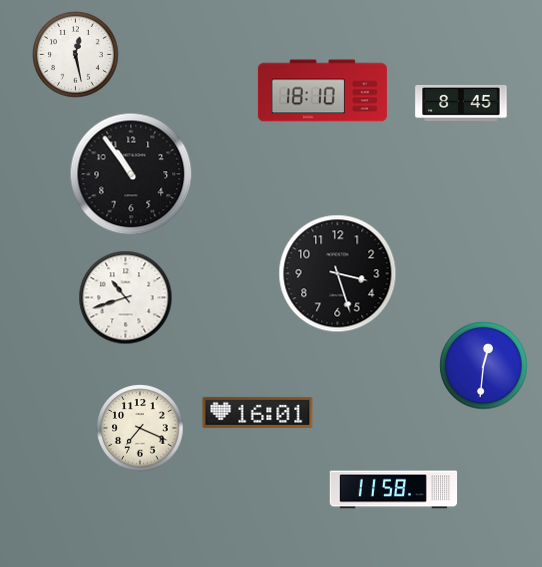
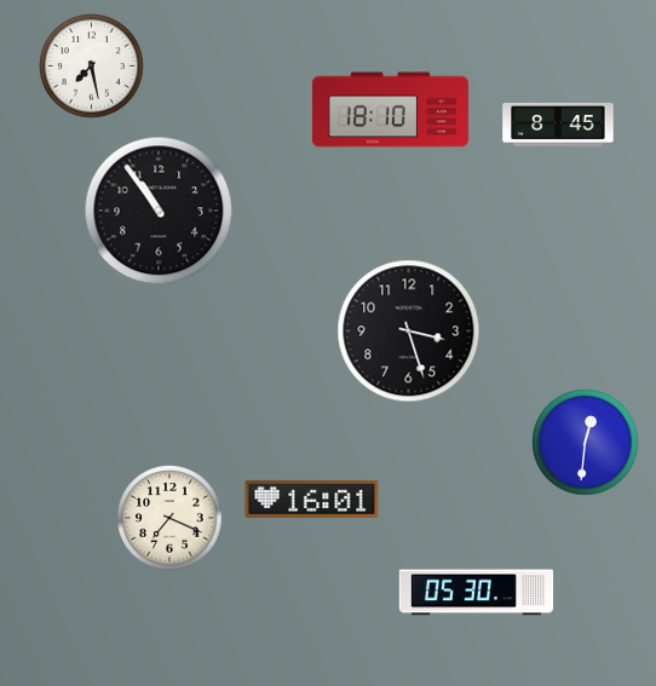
clock at (76, 55): 12:28 -> 7:28
clock at (126, 298): 10:42 -> none
clock at (394, 490): 11:58 -> 05:30
